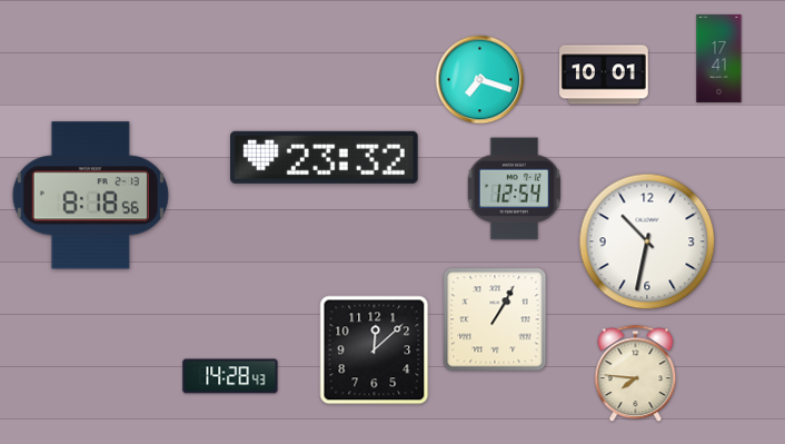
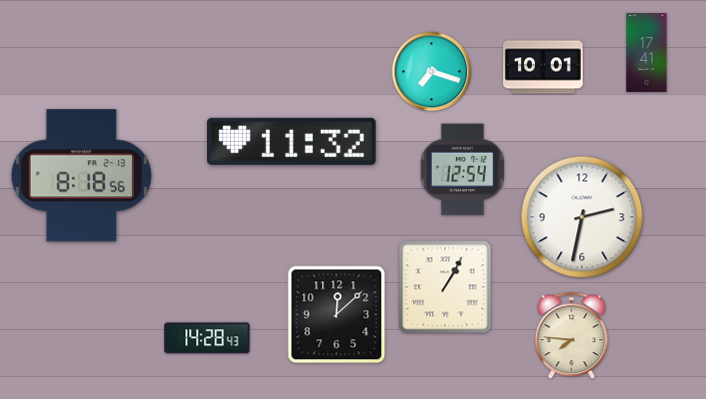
clock at (325, 157): 23:32 -> 11:32
clock at (647, 241): 10:32 -> 2:32
